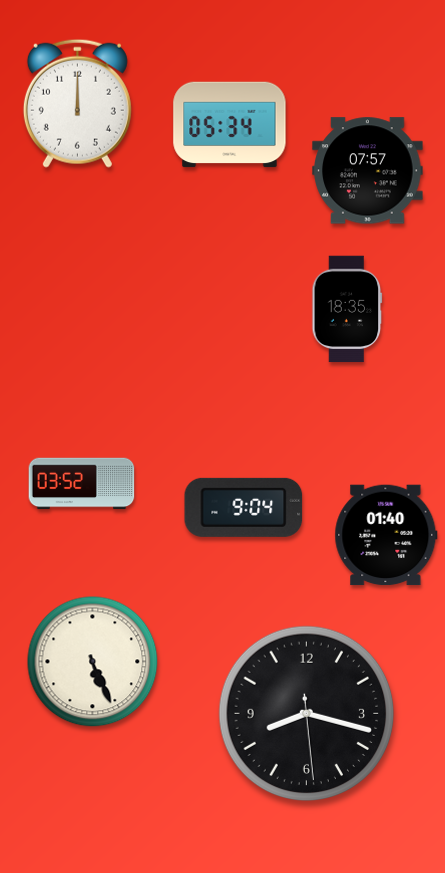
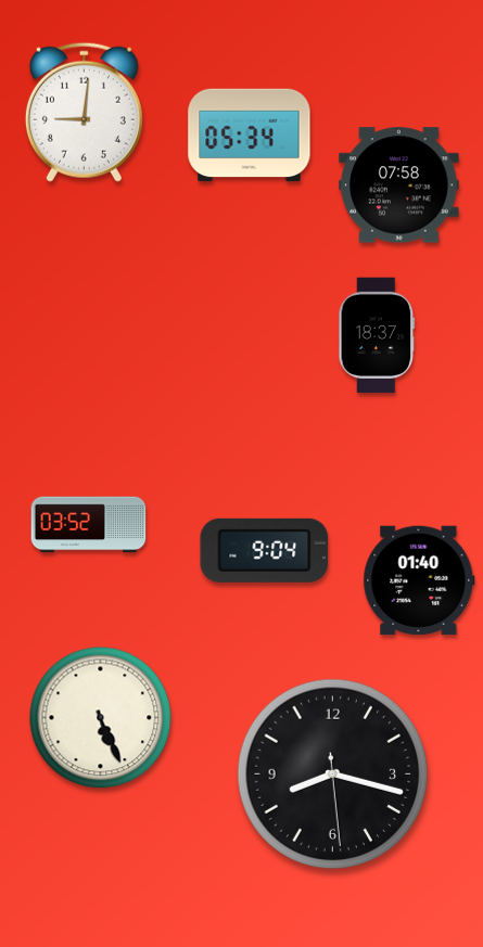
clock at (77, 103): 12:00 -> 9:01
clock at (368, 171): 07:57 -> 07:58
clock at (347, 309): 18:35 -> 18:37
